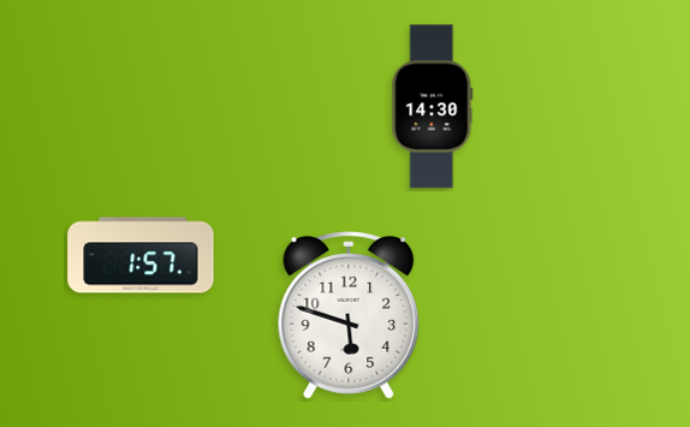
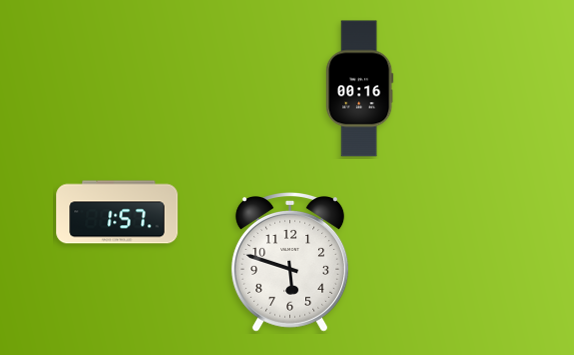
clock at (433, 107): 14:30 -> 00:16
